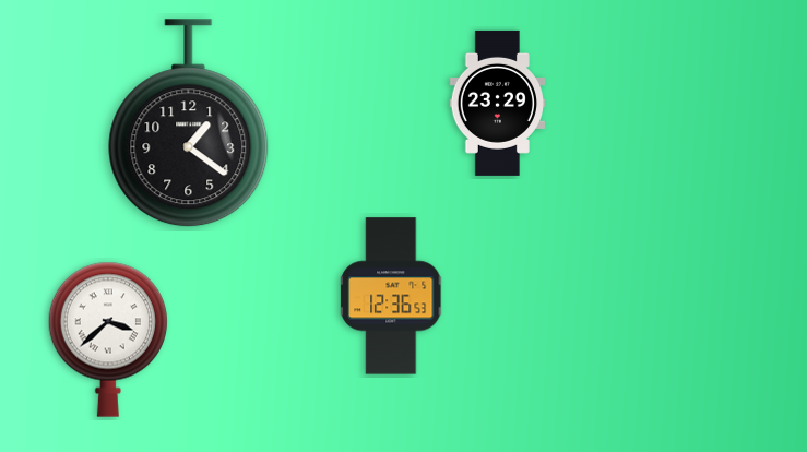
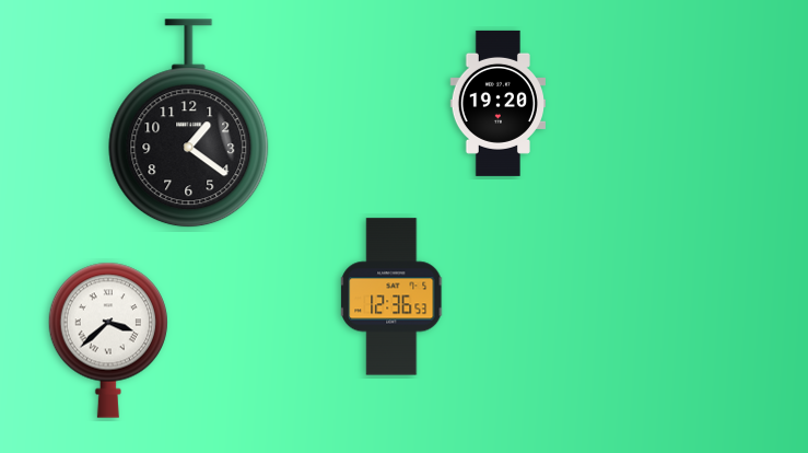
clock at (497, 103): 23:29 -> 19:20
